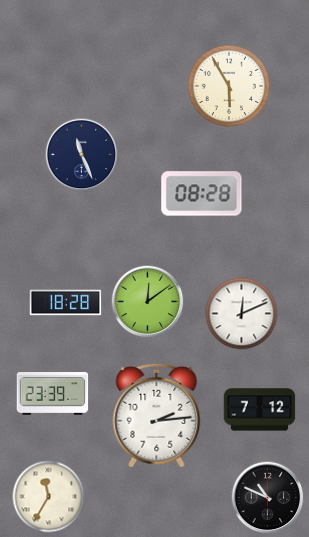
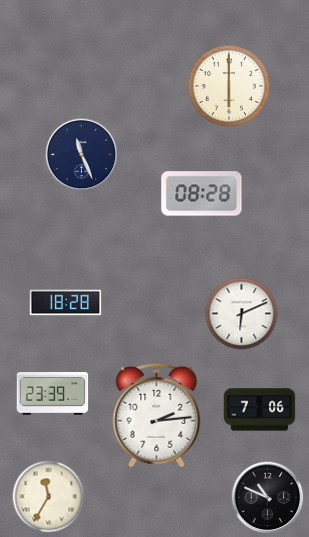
clock at (229, 86): 5:55 -> 6:00
clock at (148, 302): 12:09 -> none
clock at (242, 314): 12:11 -> 6:11
clock at (260, 410): 7:12 -> 7:06
